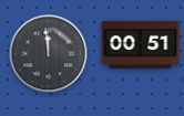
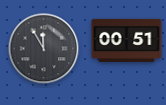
clock at (49, 54): 11:59 -> 11:55
